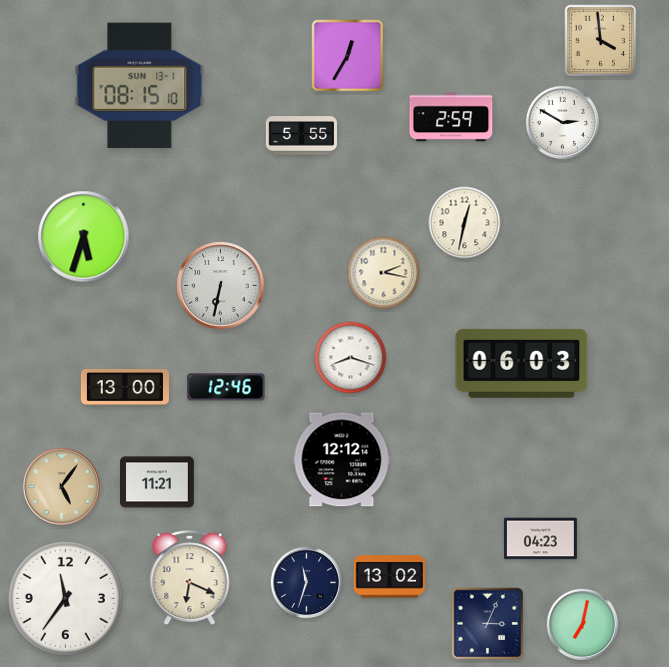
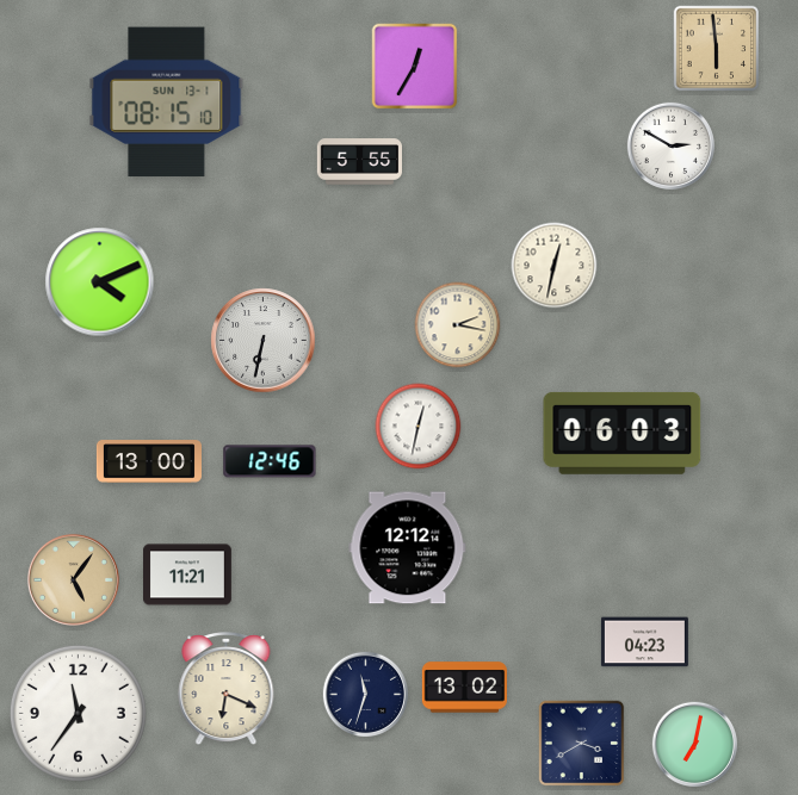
clock at (601, 41): 3:59 -> 5:59
clock at (451, 117): 2:59 -> none
clock at (84, 237): 5:33 -> 4:11
clock at (351, 358): 8:18 -> 12:32
clock at (488, 624): 3:04 -> 3:40
